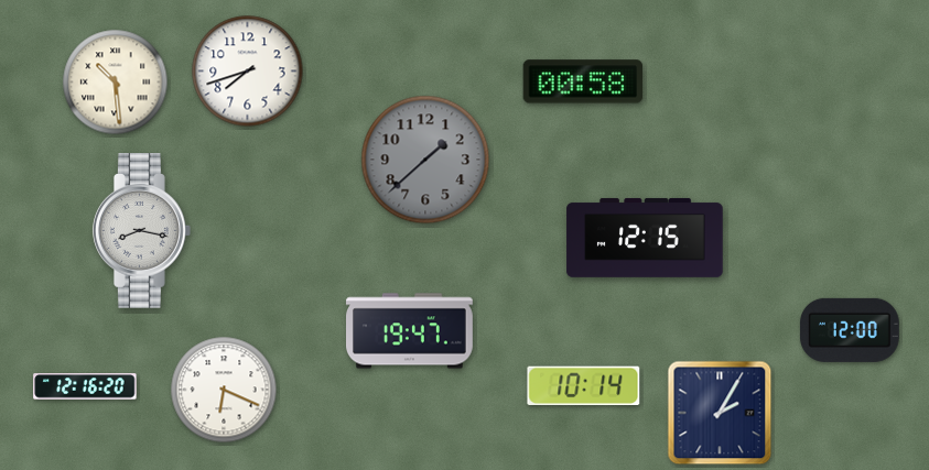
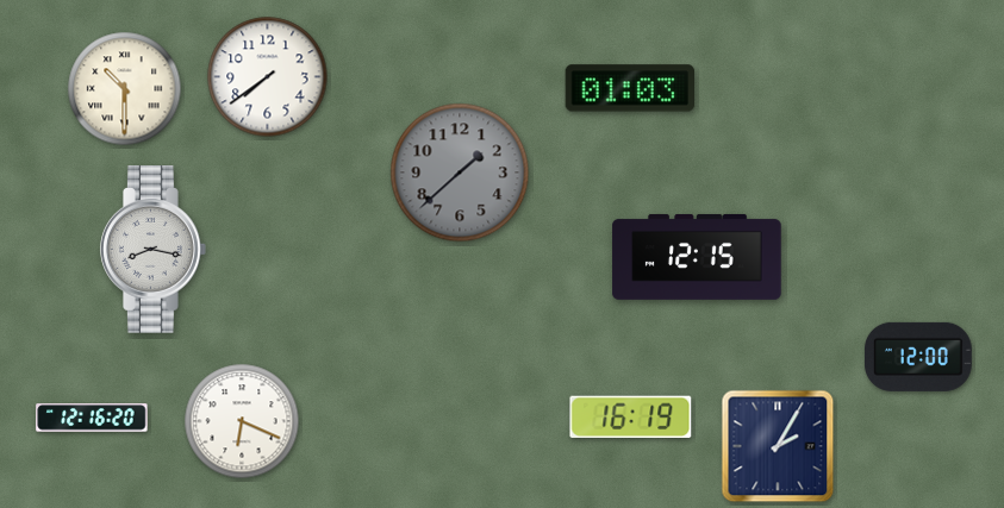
clock at (248, 72): 7:42 -> 7:39
clock at (582, 81): 00:58 -> 01:03
clock at (116, 83): 10:29 -> 10:30
clock at (410, 331): 19:47 -> none
clock at (584, 386): 10:14 -> 16:19
